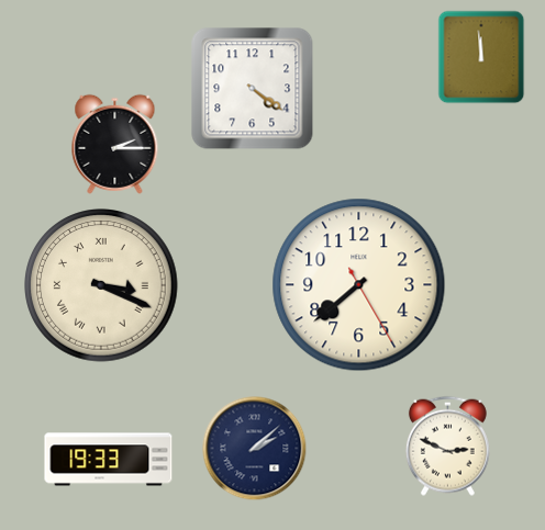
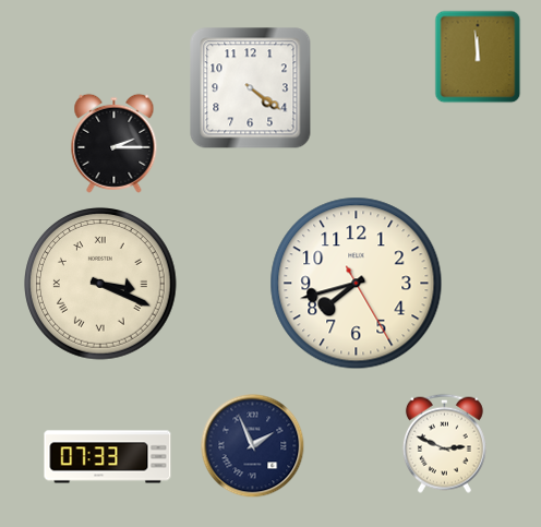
clock at (359, 285): 7:38 -> 7:42
clock at (255, 449): 2:08 -> 1:56
clock at (109, 460): 19:33 -> 07:33
